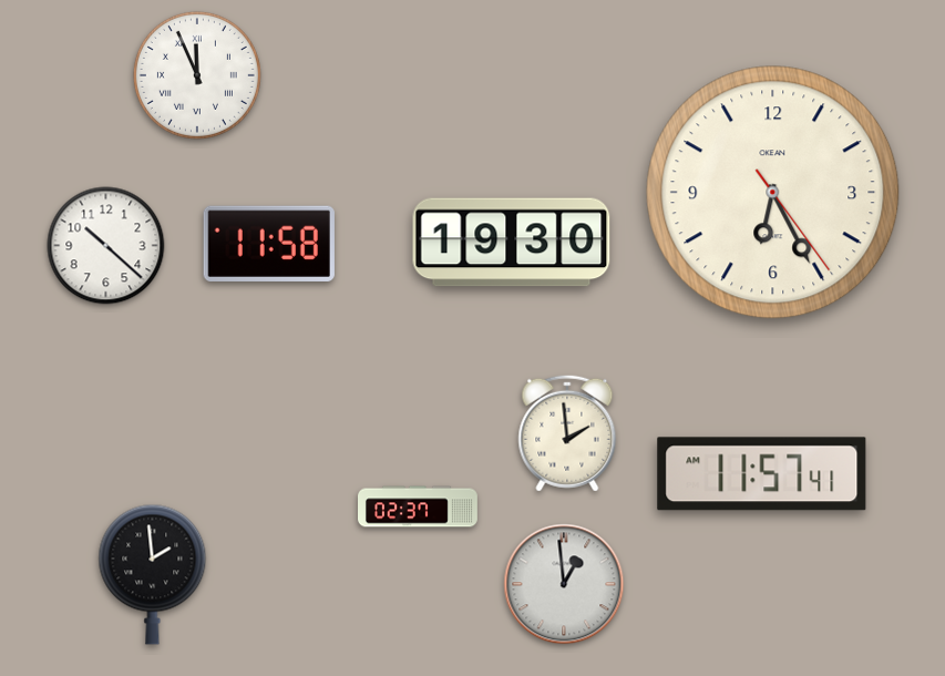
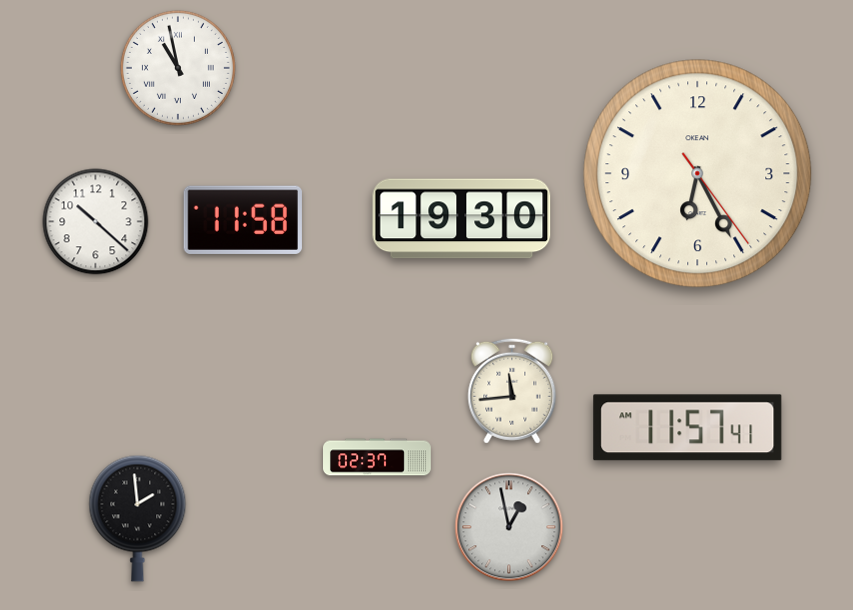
clock at (197, 75): 11:56 -> 10:58
clock at (567, 433): 1:59 -> 11:44
clock at (564, 584): 12:59 -> 12:58
